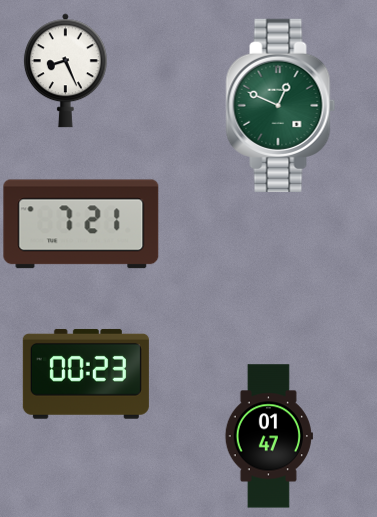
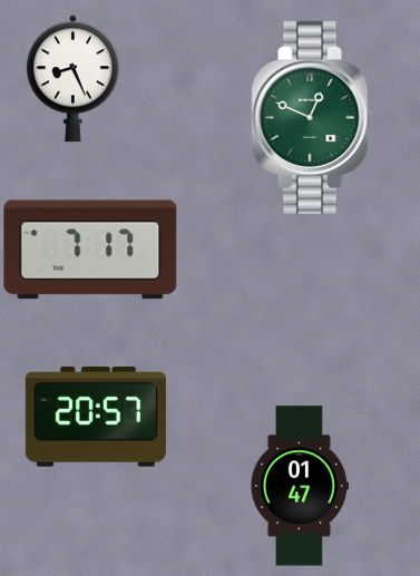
clock at (81, 224): 7:21 -> 7:17
clock at (86, 374): 00:23 -> 20:57
